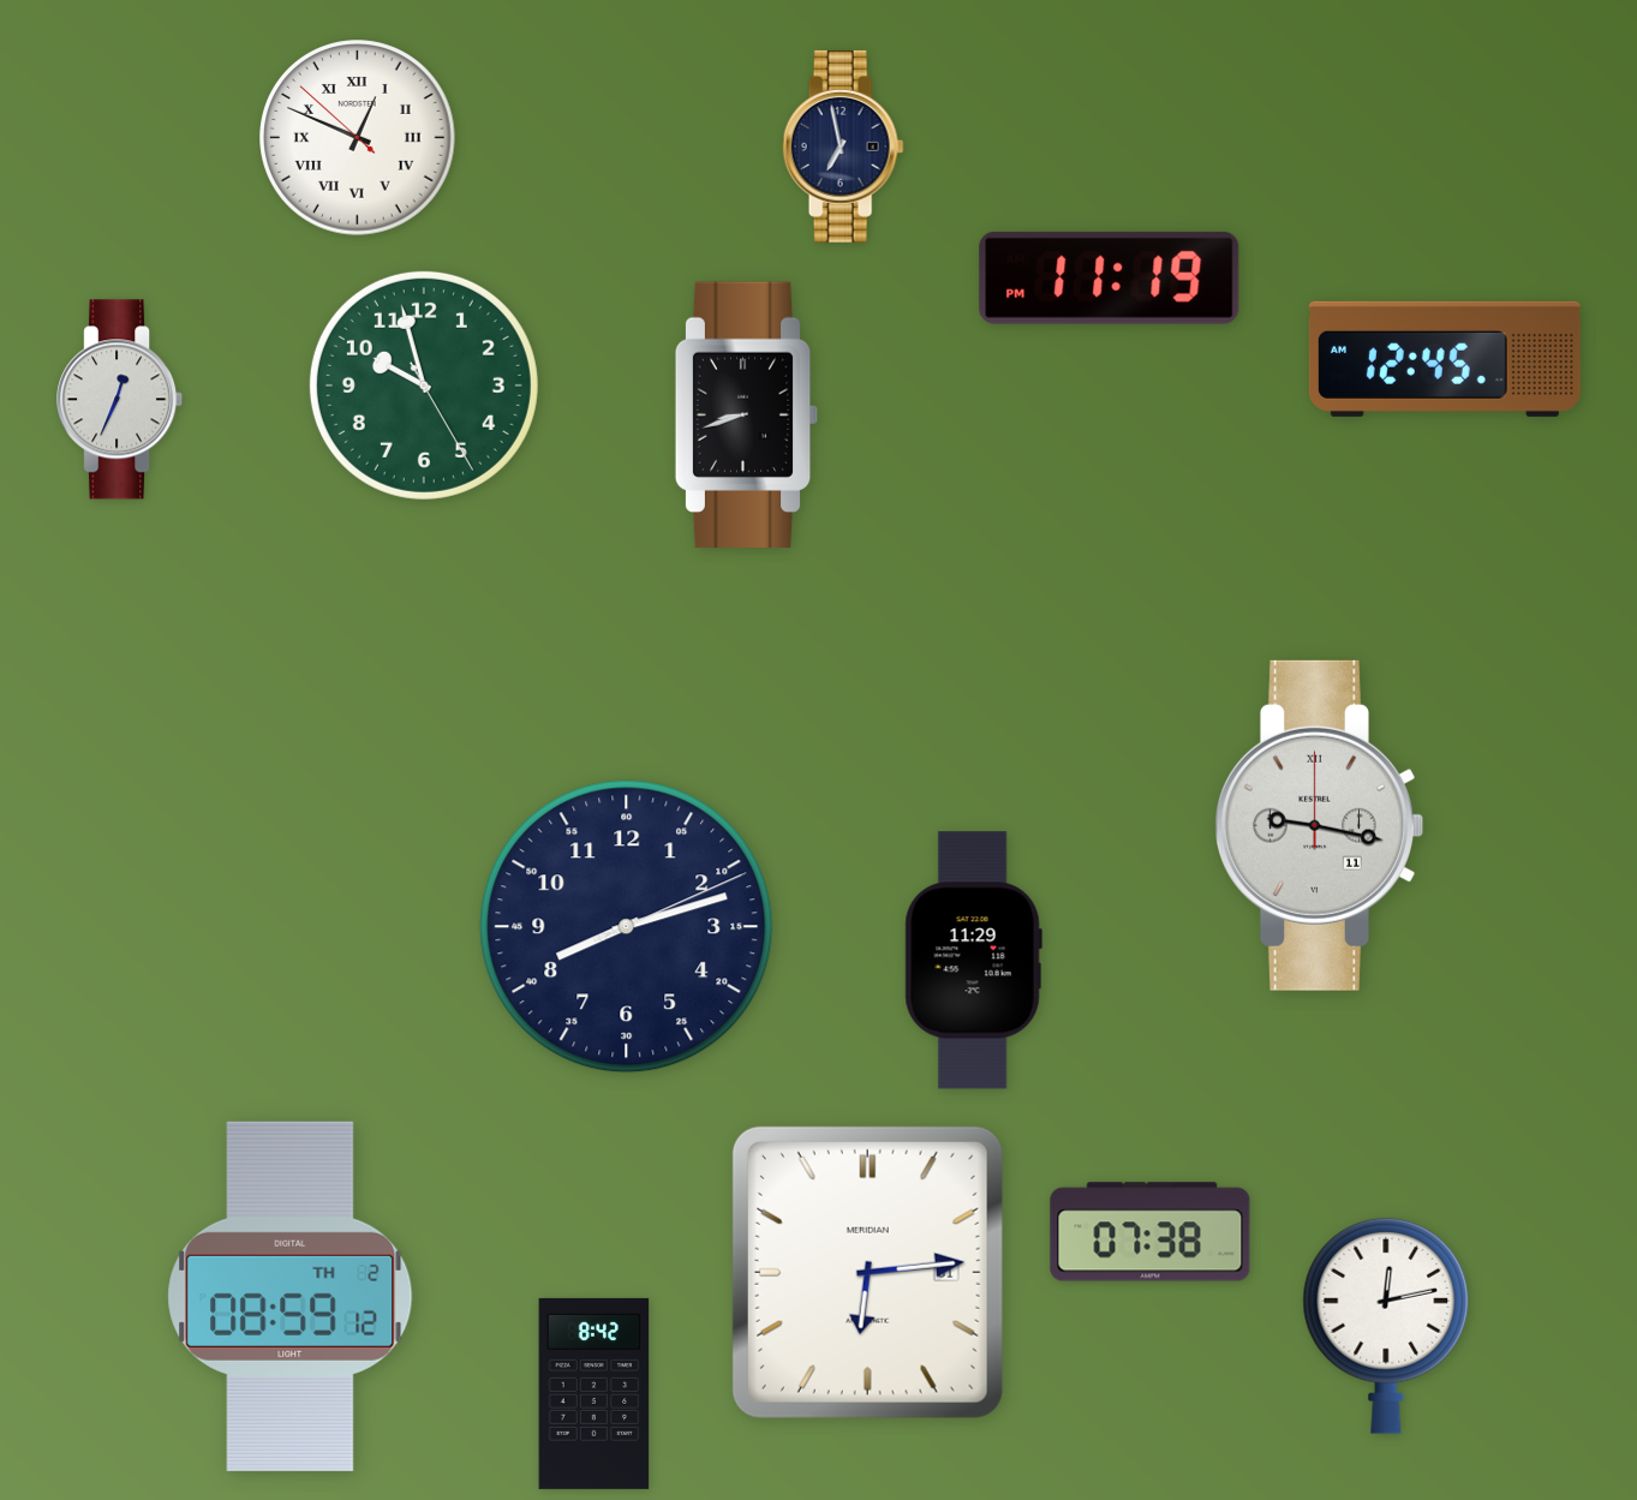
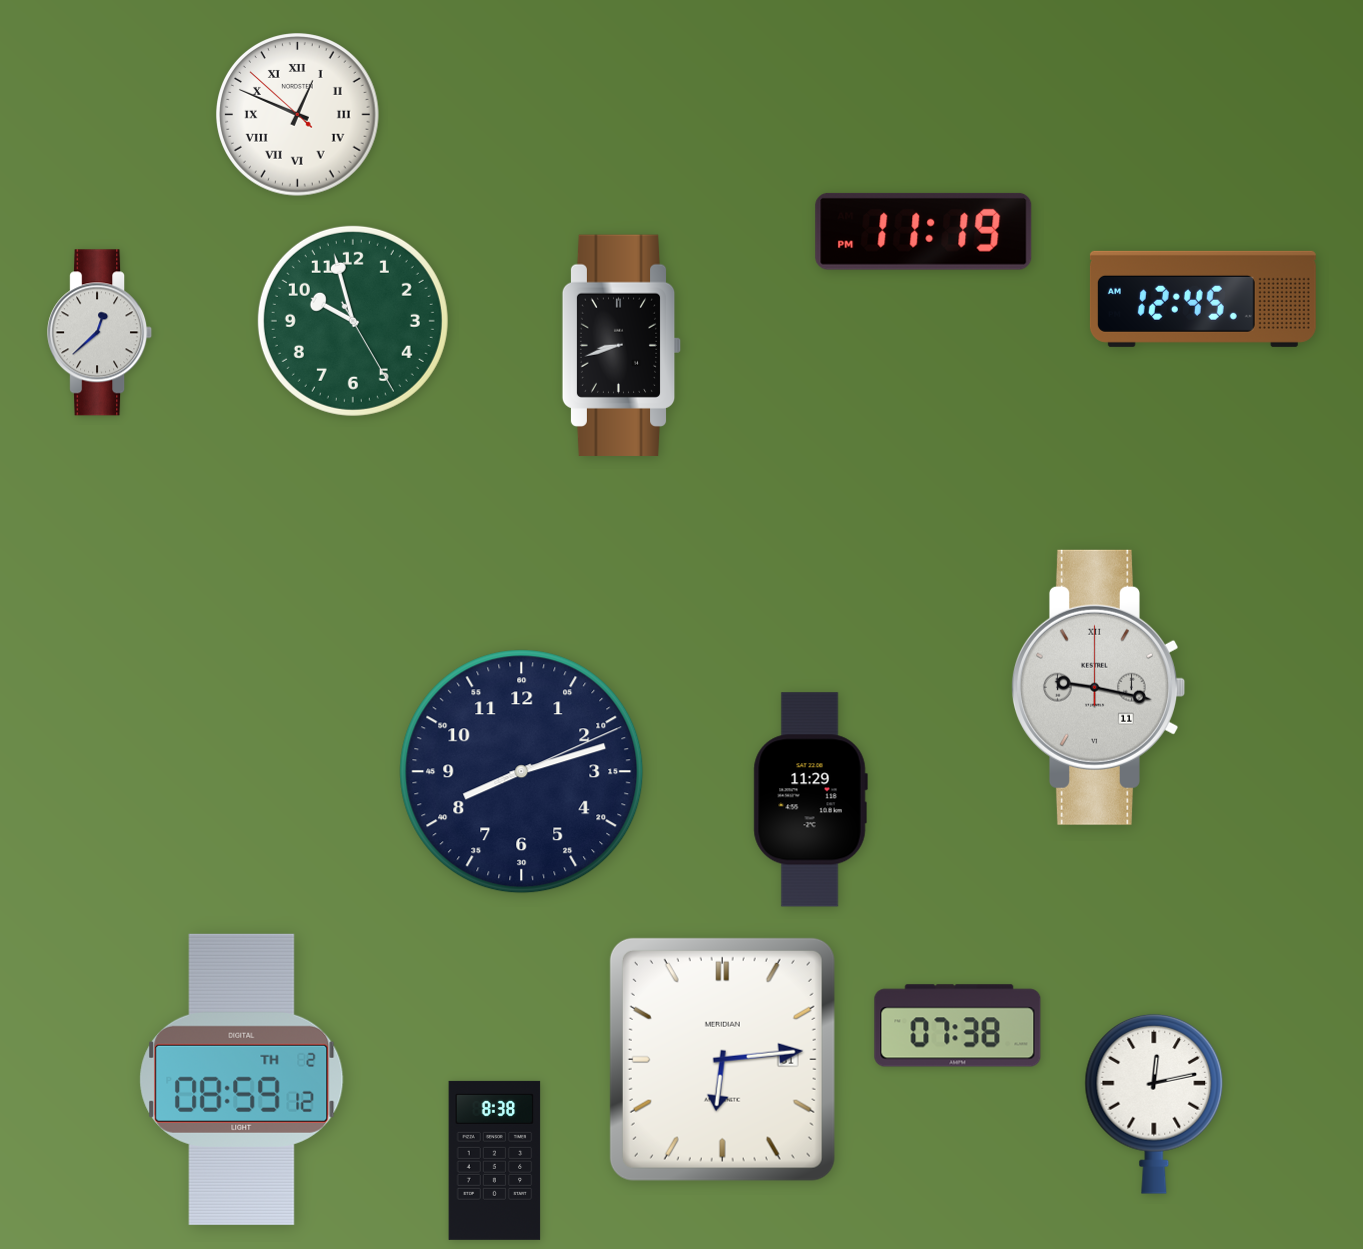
clock at (843, 147): 6:58 -> none
clock at (120, 400): 12:34 -> 12:38
clock at (595, 1393): 8:42 -> 8:38
